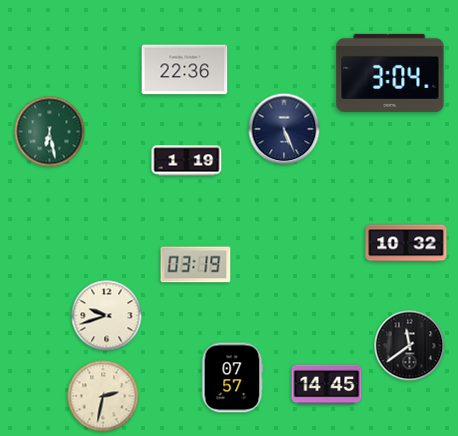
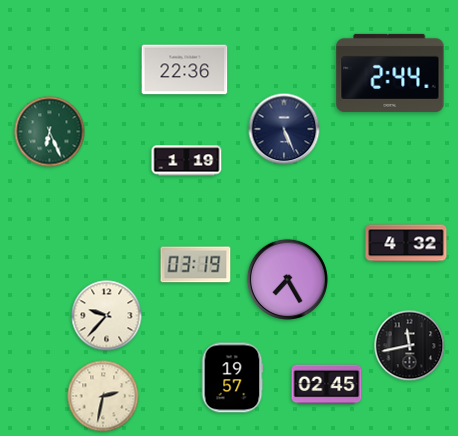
clock at (390, 73): 3:04 -> 2:44
clock at (50, 132): 6:28 -> 6:26
clock at (406, 243): 10:32 -> 4:32
clock at (287, 279): none -> 7:25
clock at (107, 316): 9:42 -> 9:37
clock at (410, 346): 11:39 -> 11:43
clock at (232, 378): 07:57 -> 19:57
clock at (327, 385): 14:45 -> 02:45
